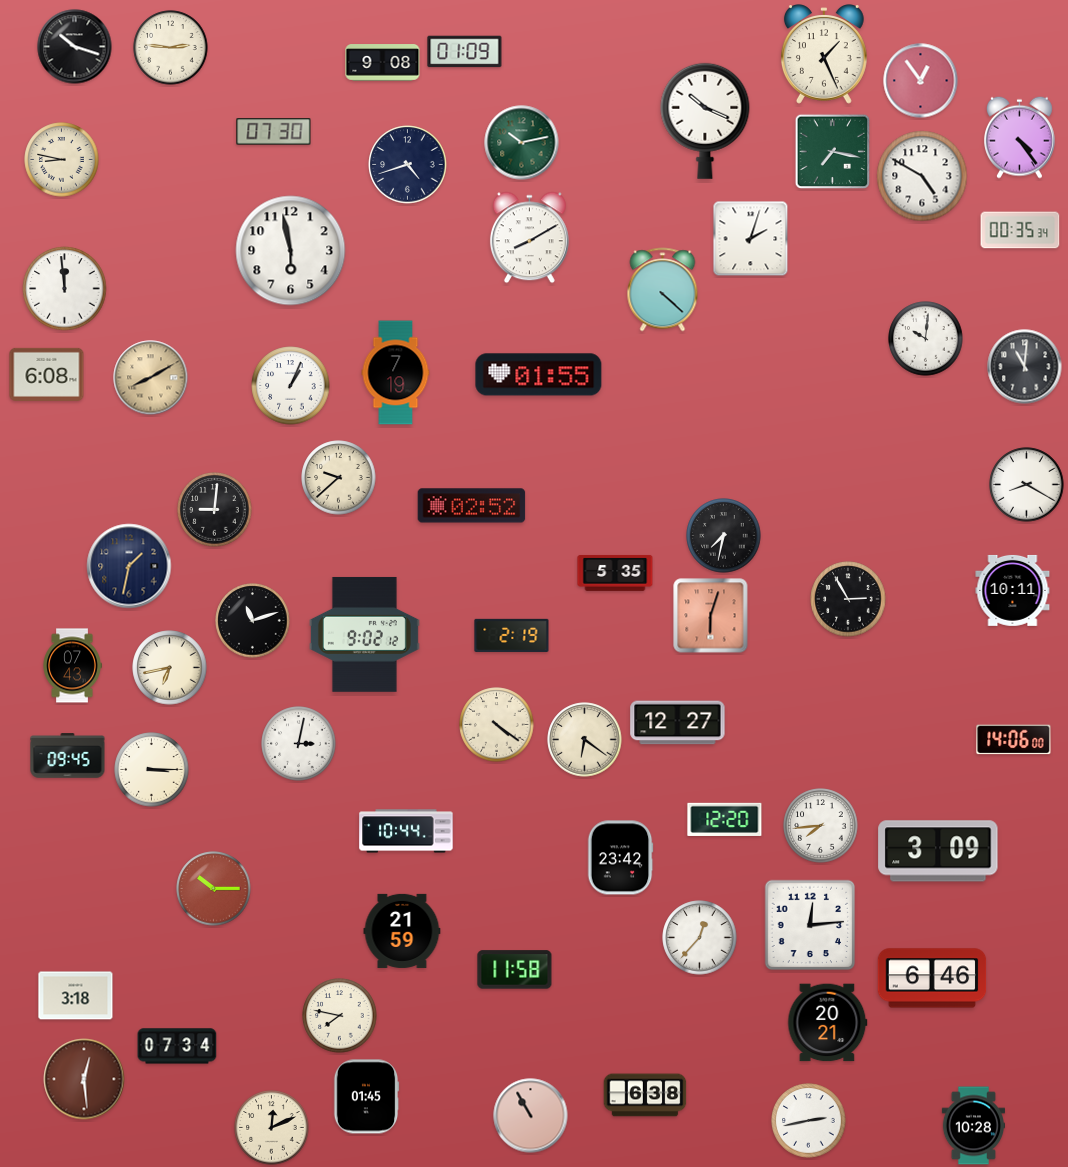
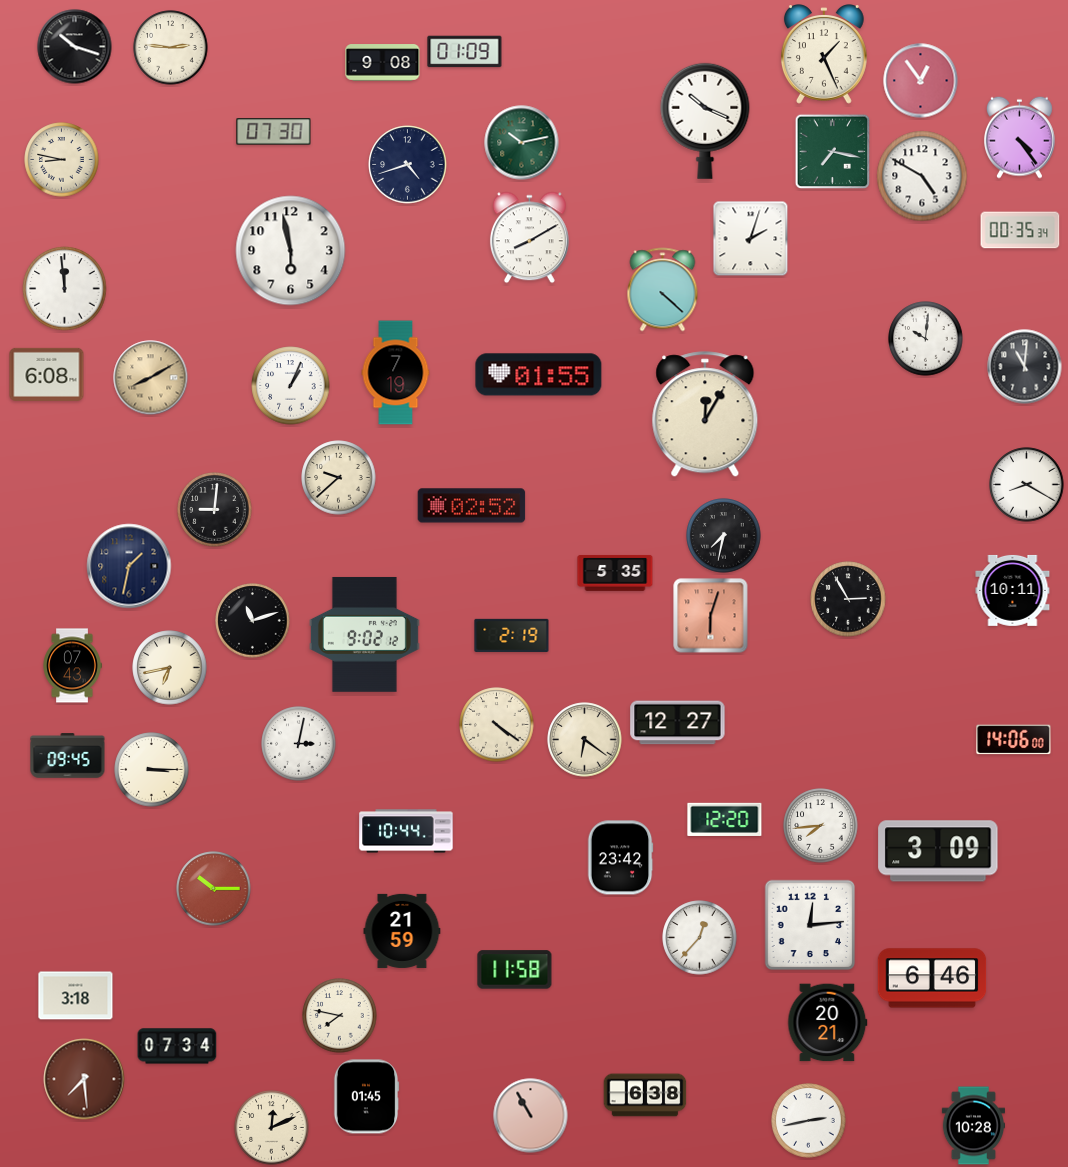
clock at (705, 415): none -> 12:05
clock at (84, 1079): 12:29 -> 7:29
